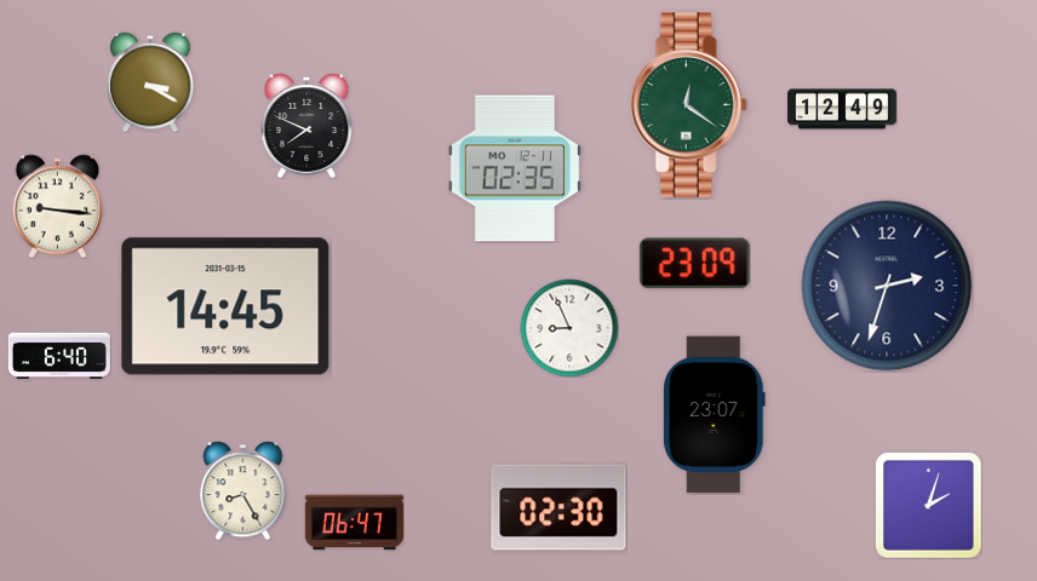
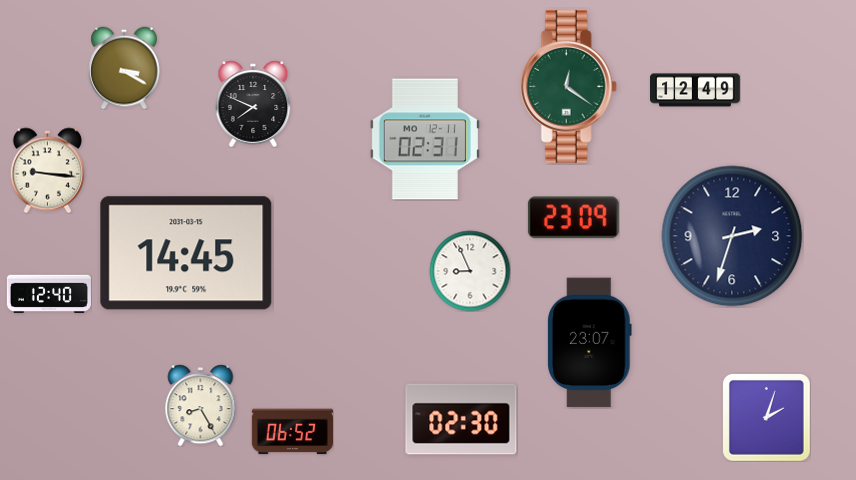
clock at (515, 168): 02:35 -> 02:31
clock at (59, 355): 6:40 -> 12:40
clock at (354, 523): 06:47 -> 06:52
